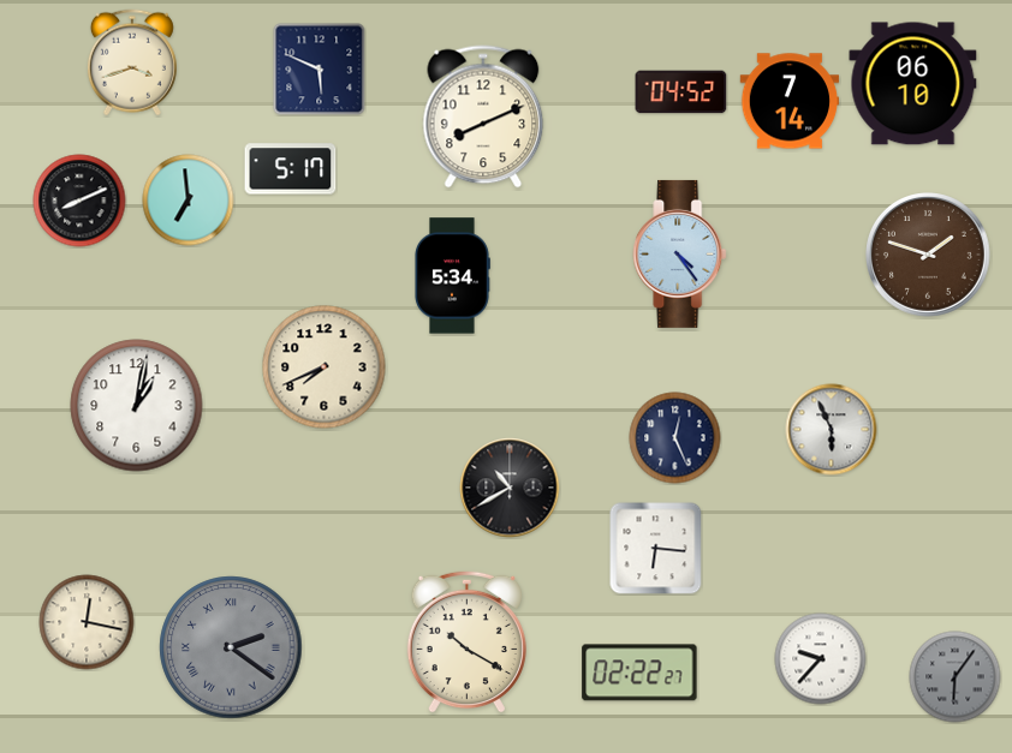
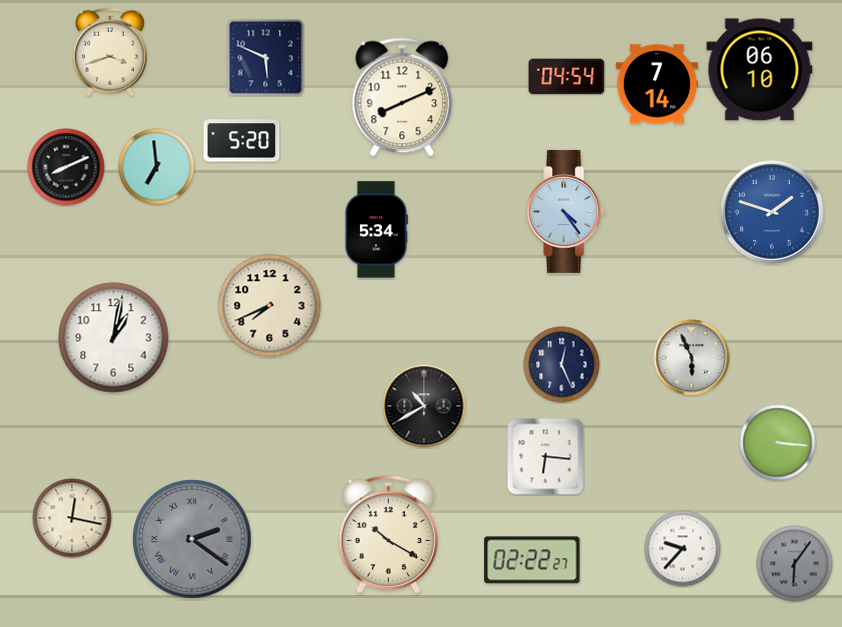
clock at (681, 92): 04:52 -> 04:54
clock at (291, 169): 5:17 -> 5:20
clock at (929, 256) dial: brown -> blue
clock at (778, 443): none -> 3:16
